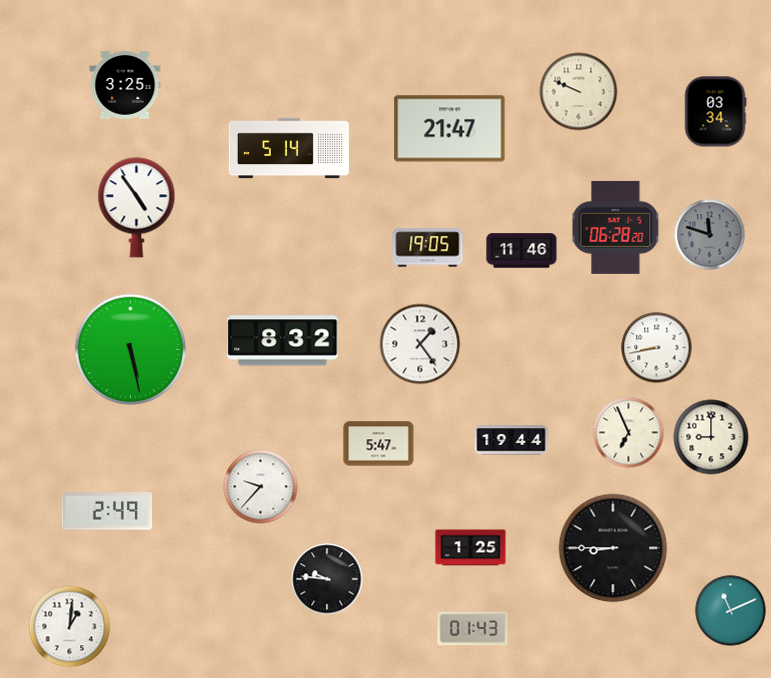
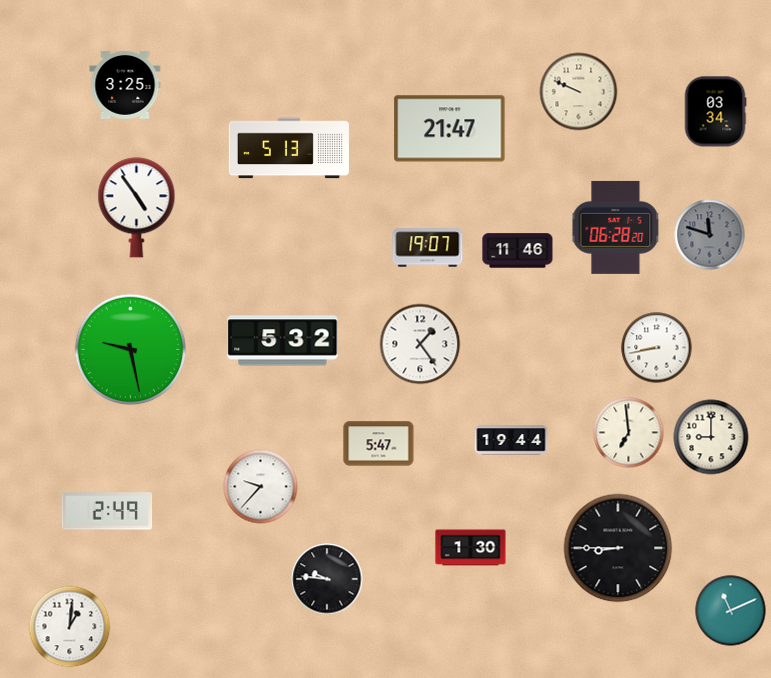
clock at (289, 148): 5:14 -> 5:13
clock at (428, 248): 19:05 -> 19:07
clock at (522, 251) position: (522, 251) -> (518, 251)
clock at (283, 341): 8:32 -> 5:32
clock at (131, 350): 5:28 -> 9:28
clock at (629, 433): 6:56 -> 6:59
clock at (471, 548): 1:25 -> 1:30
clock at (613, 548) position: (613, 548) -> (618, 548)
clock at (473, 629): 01:43 -> none
